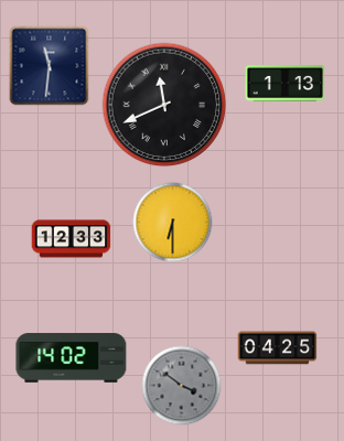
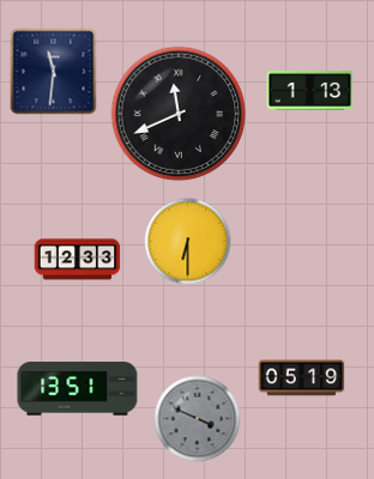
clock at (278, 348): 04:25 -> 05:19
clock at (72, 358): 14:02 -> 13:51
clock at (182, 386): 3:51 -> 3:49
